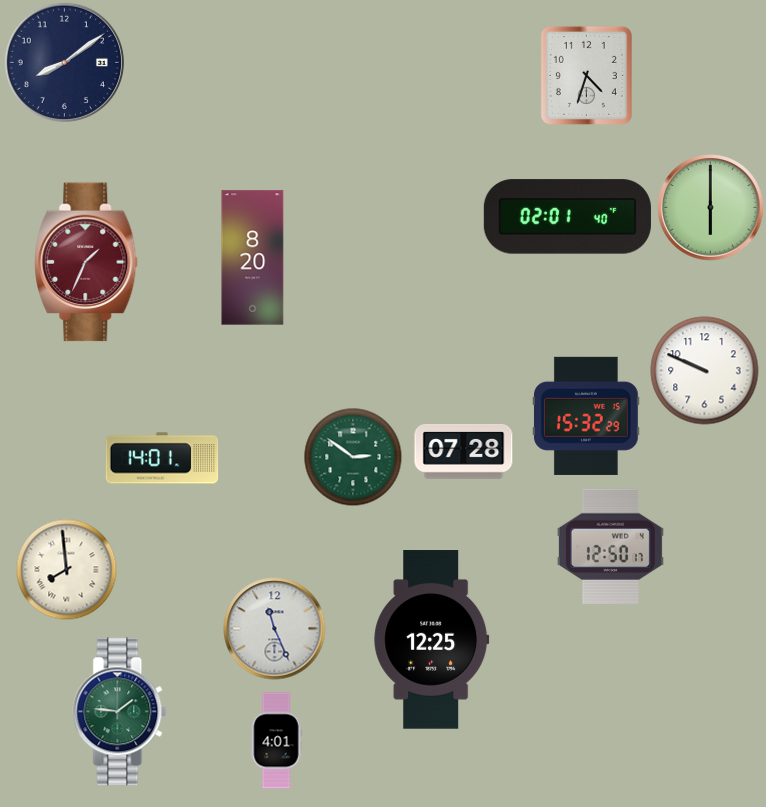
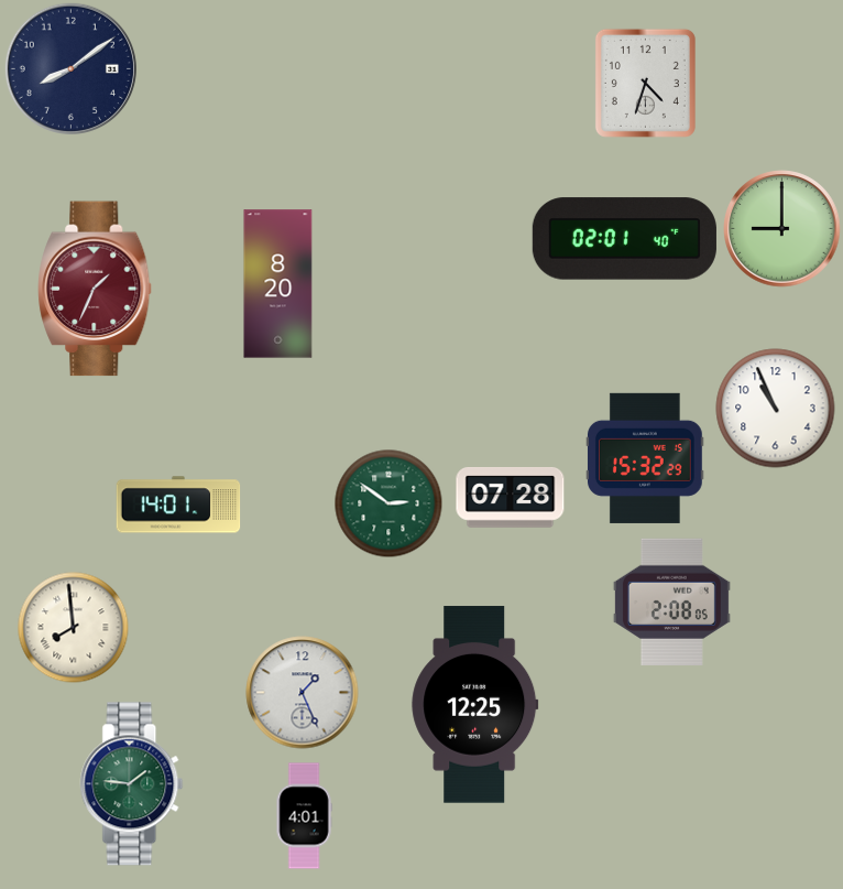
clock at (711, 208): 6:00 -> 9:00
clock at (705, 371): 9:49 -> 10:56
clock at (610, 546): 12:50 -> 2:08
clock at (275, 629): 11:26 -> 1:26
